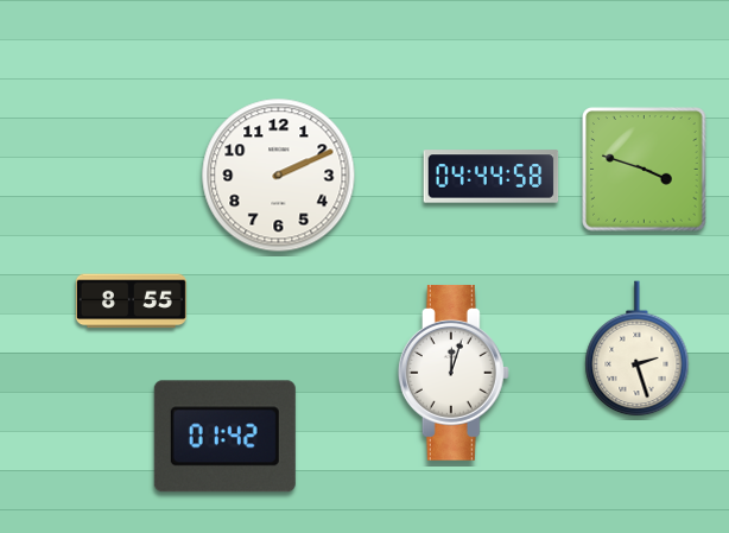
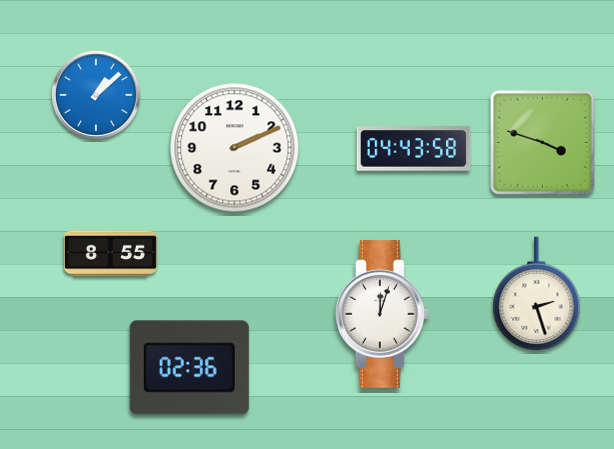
clock at (97, 96): none -> 1:08
clock at (492, 177): 04:44 -> 04:43
clock at (224, 437): 01:42 -> 02:36
